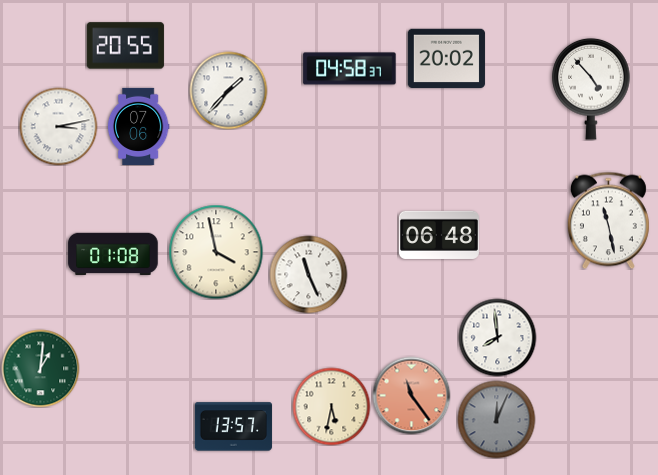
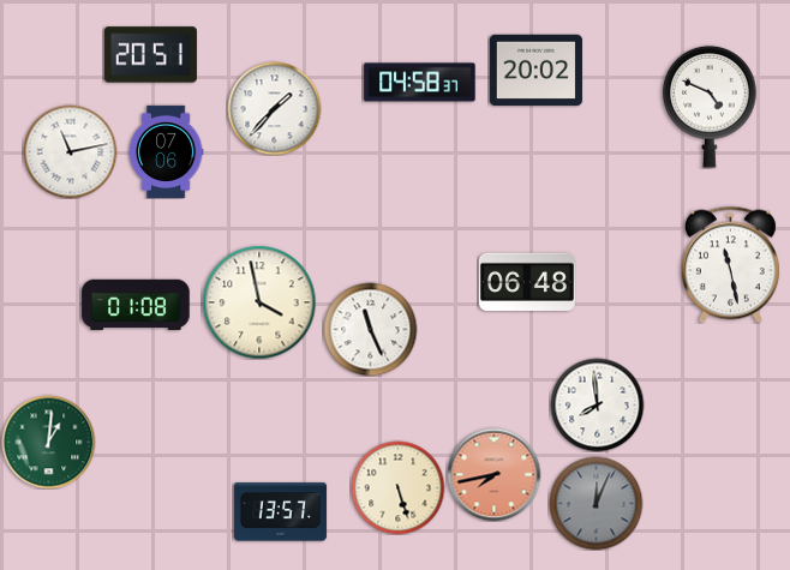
clock at (125, 46): 20:55 -> 20:51
clock at (591, 89): 4:53 -> 4:49
clock at (58, 126): 3:13 -> 11:13
clock at (411, 395): 11:24 -> 7:43
clock at (331, 406): 5:32 -> 5:27
